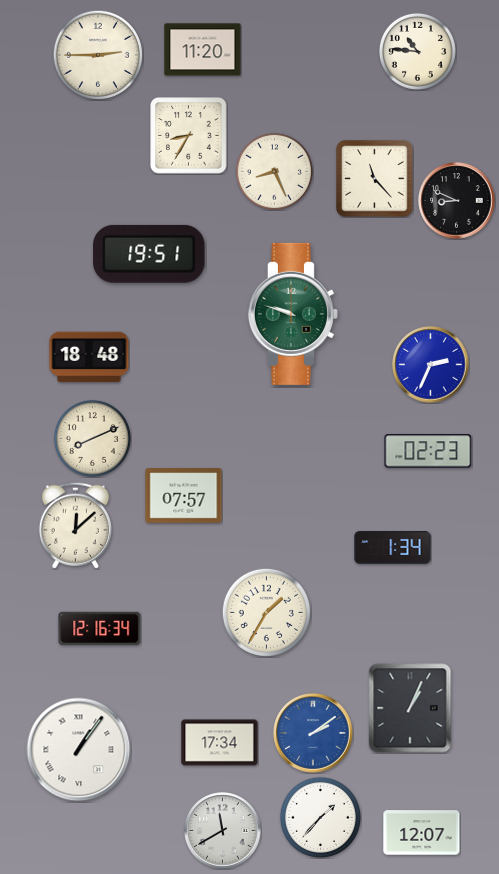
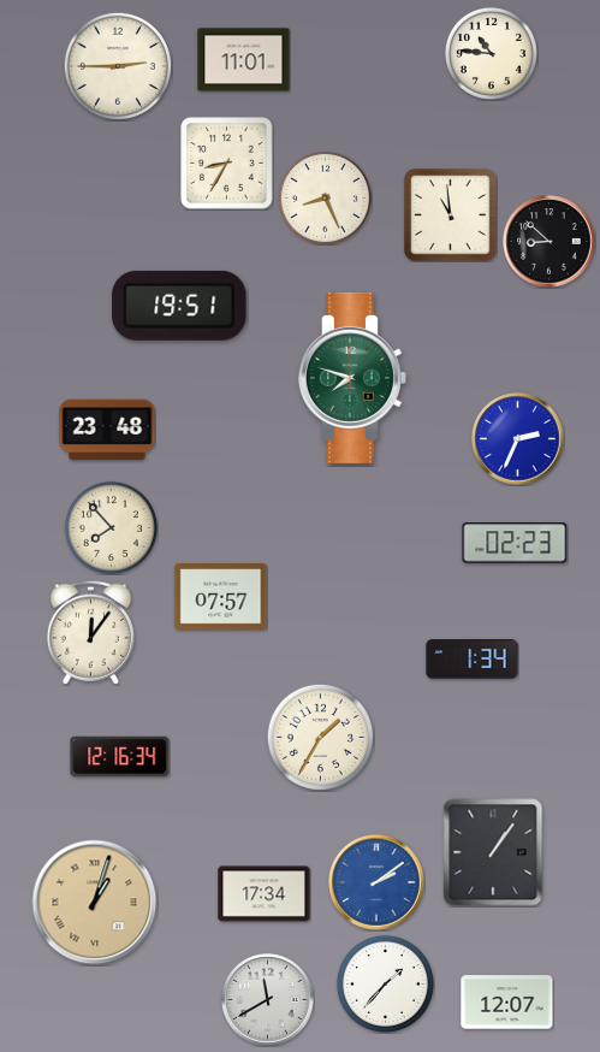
clock at (203, 50): 11:20 -> 11:01
clock at (417, 51) position: (417, 51) -> (491, 53)
clock at (274, 171) position: (274, 171) -> (325, 197)
clock at (375, 179): 11:23 -> 10:59
clock at (457, 201): 8:49 -> 8:52
clock at (293, 314): 9:48 -> 7:48
clock at (89, 357): 18:48 -> 23:48
clock at (92, 438): 8:11 -> 7:53
clock at (75, 525): 12:08 -> 12:06
clock at (410, 708): 1:04 -> 1:06
clock at (79, 750): 1:06 -> 1:03
clock at (79, 750) dial: white -> champagne
